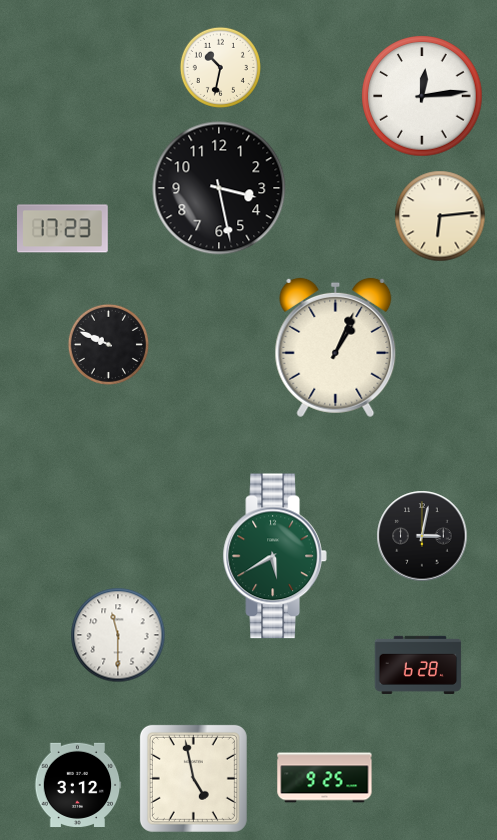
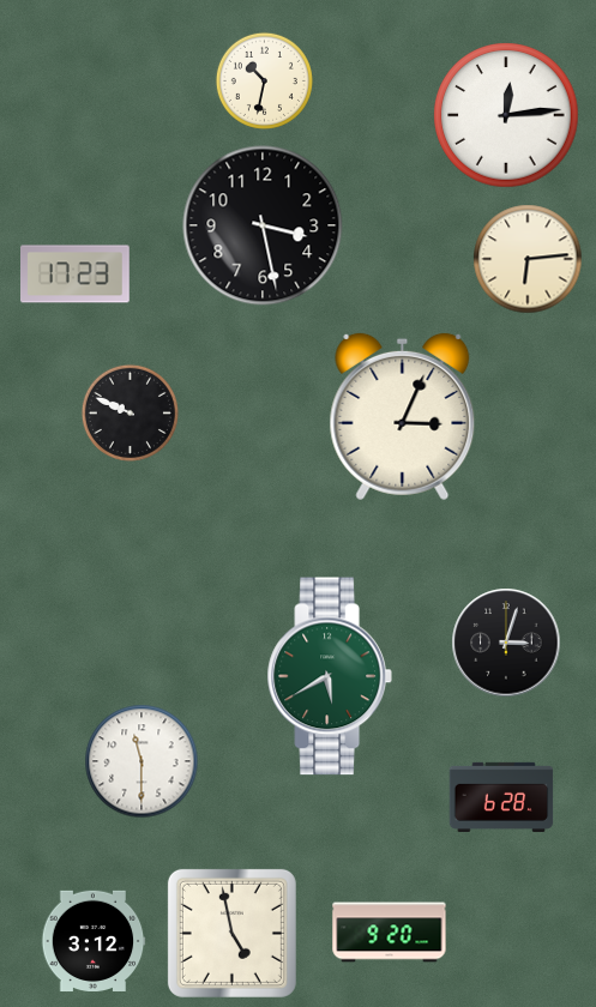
clock at (336, 348): 1:04 -> 3:04
clock at (422, 536): 3:02 -> 3:03
clock at (275, 556) position: (275, 556) -> (330, 676)
clock at (325, 778): 9:25 -> 9:20
